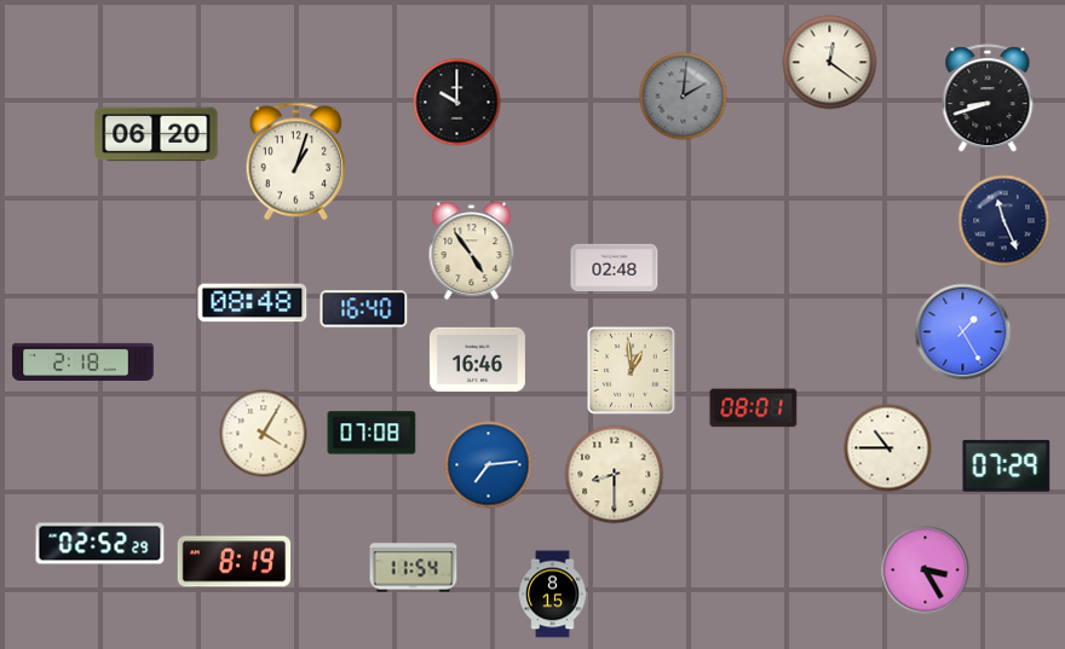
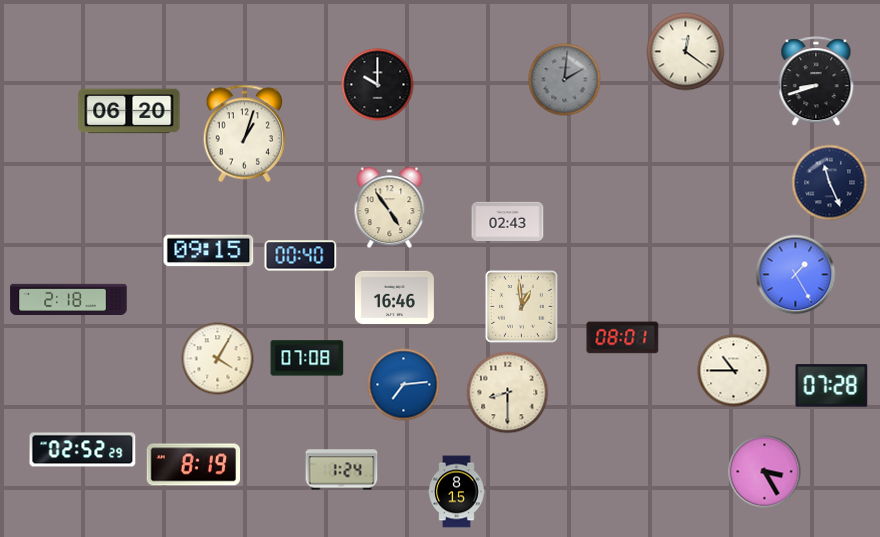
clock at (615, 267): 02:48 -> 02:43
clock at (253, 303): 08:48 -> 09:15
clock at (364, 309): 16:40 -> 00:40
clock at (1007, 467): 07:29 -> 07:28
clock at (414, 568): 11:54 -> 1:24
